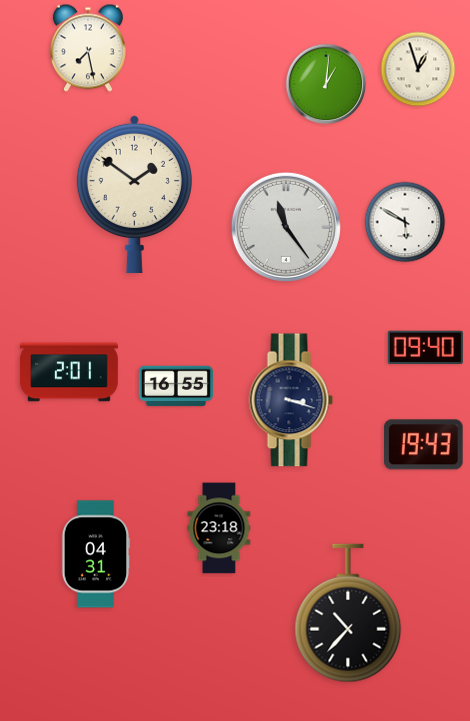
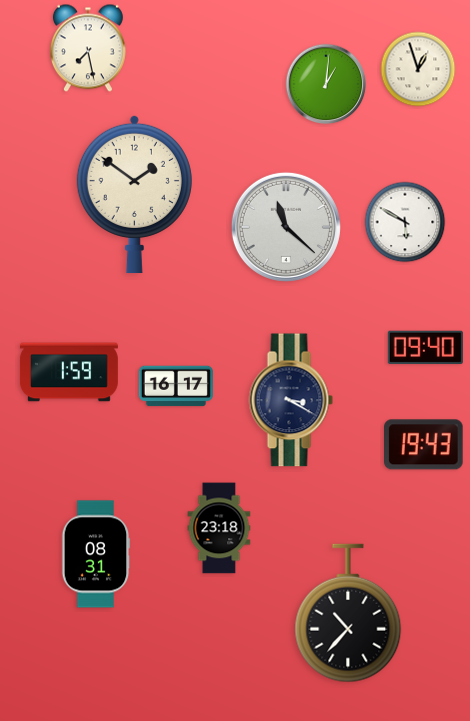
clock at (286, 227): 11:24 -> 11:22
clock at (69, 372): 2:01 -> 1:59
clock at (176, 386): 16:55 -> 16:17
clock at (291, 400): 3:18 -> 3:20
clock at (96, 554): 04:31 -> 08:31
